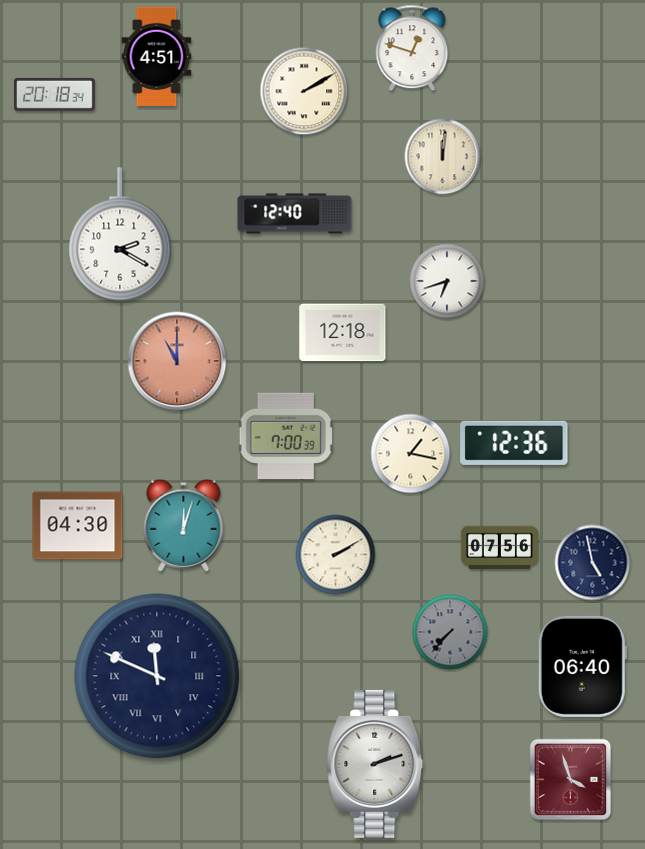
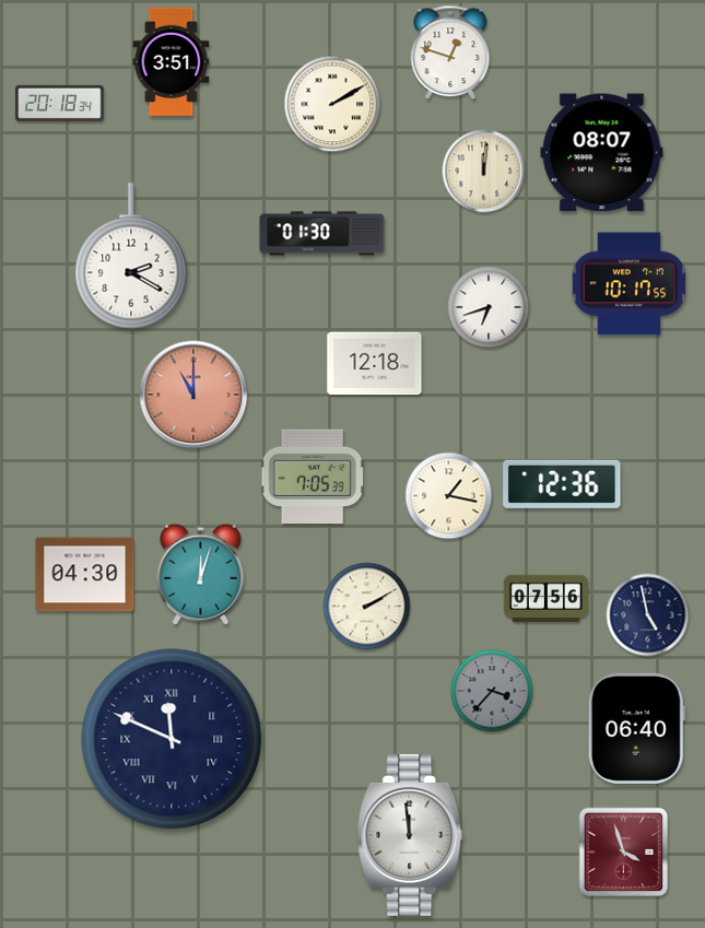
clock at (157, 56): 4:51 -> 3:51
clock at (304, 91) position: (304, 91) -> (332, 104)
clock at (602, 153): none -> 08:07
clock at (295, 214): 12:40 -> 01:30
clock at (630, 284): none -> 10:17
clock at (286, 435): 7:00 -> 7:05
clock at (450, 632): 7:37 -> 3:37
clock at (375, 764): 2:12 -> 11:59
